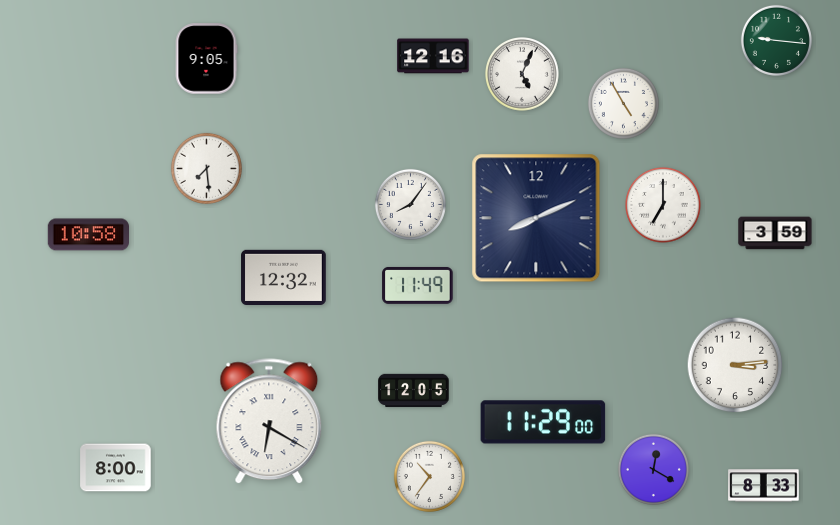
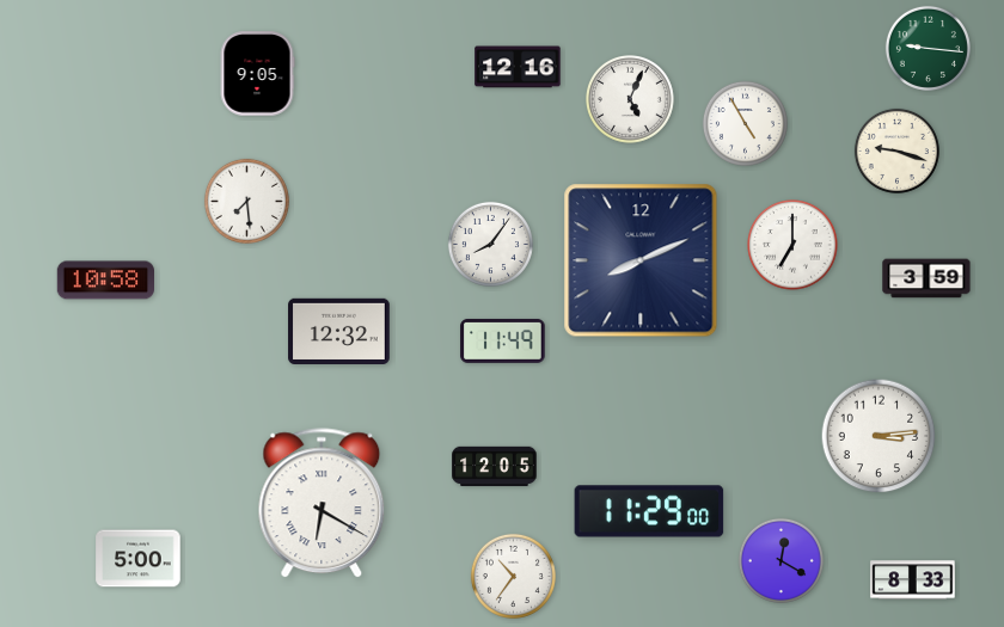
clock at (206, 59) position: (206, 59) -> (257, 74)
clock at (523, 75) position: (523, 75) -> (631, 100)
clock at (896, 150): none -> 9:18
clock at (418, 285) position: (418, 285) -> (503, 340)
clock at (543, 422) position: (543, 422) -> (649, 511)
clock at (116, 468): 8:00 -> 5:00
clock at (429, 476) position: (429, 476) -> (513, 576)
